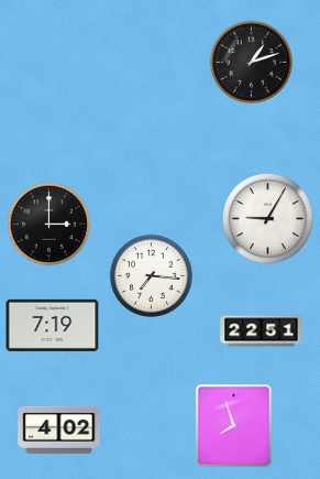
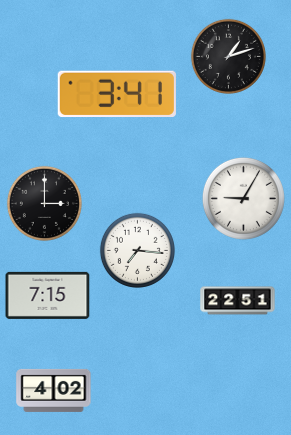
clock at (117, 94): none -> 3:41
clock at (53, 325): 7:19 -> 7:15
clock at (234, 426): 7:57 -> none
